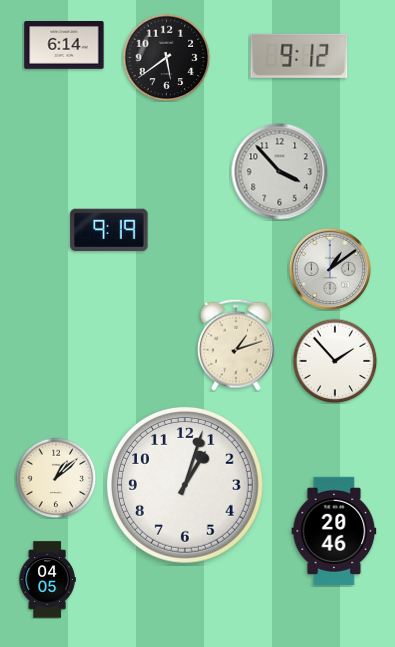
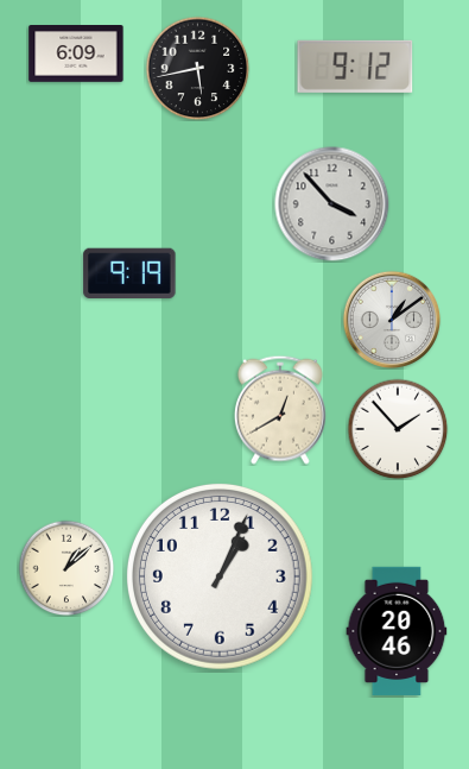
clock at (64, 45): 6:14 -> 6:09
clock at (166, 57): 5:39 -> 5:43
clock at (236, 345): 1:12 -> 12:40
clock at (185, 485): 1:03 -> 1:04
clock at (47, 580): 04:05 -> none
